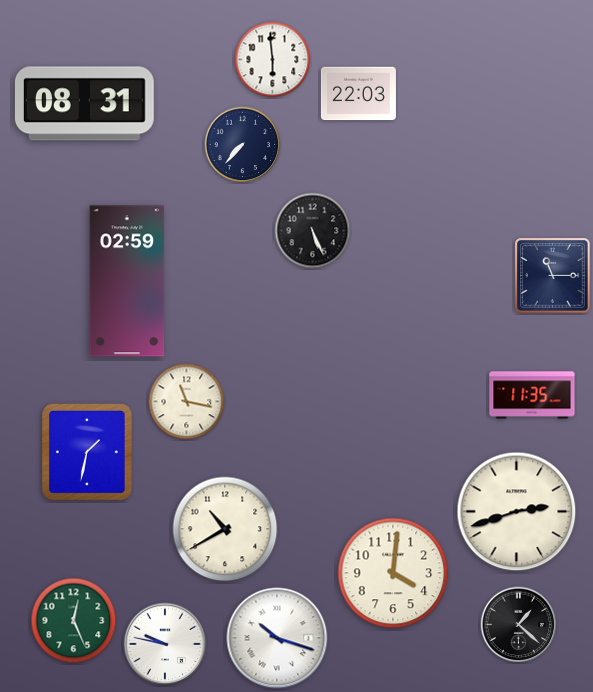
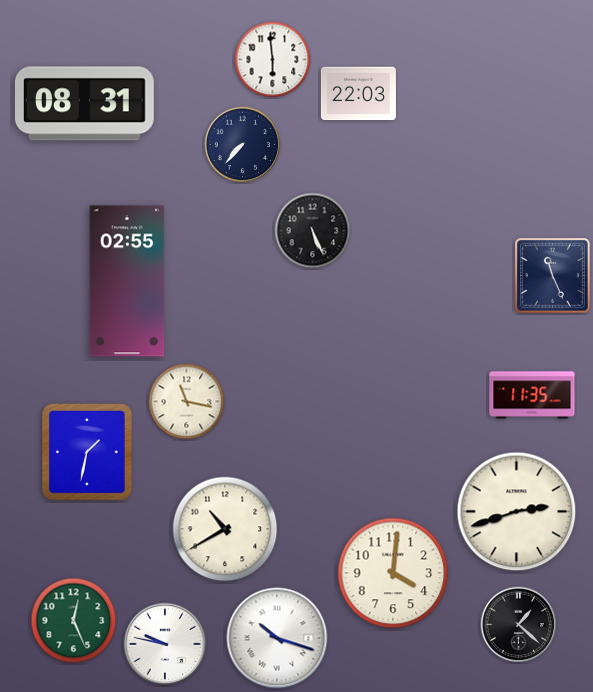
clock at (553, 276): 11:15 -> 11:26
clock at (127, 281): 02:59 -> 02:55
